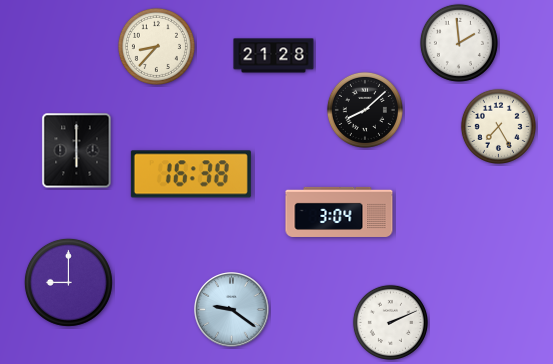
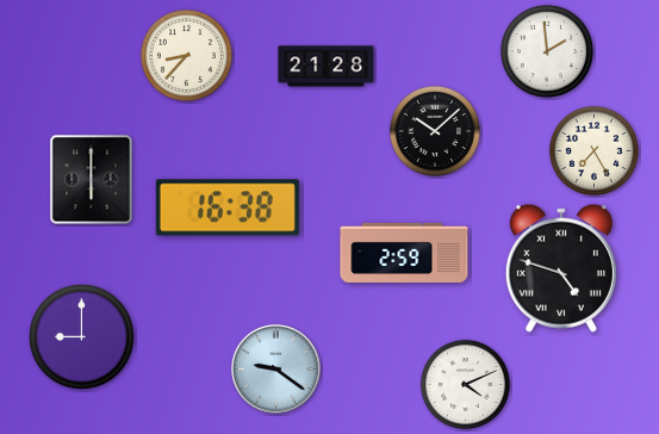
clock at (365, 110): 8:08 -> 10:08
clock at (339, 212): 3:04 -> 2:59
clock at (561, 268): none -> 4:48
clock at (390, 322): 2:11 -> 4:11
